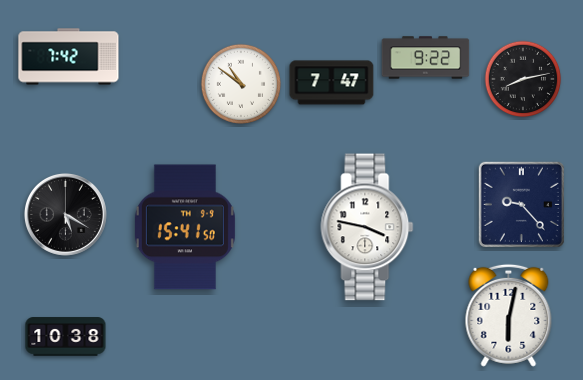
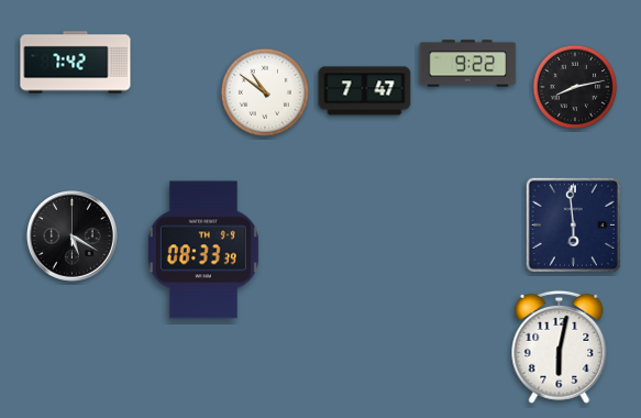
clock at (521, 204): 9:23 -> 5:59
clock at (185, 227): 15:41 -> 08:33
clock at (367, 227): 3:47 -> none
clock at (66, 337): 10:38 -> none
